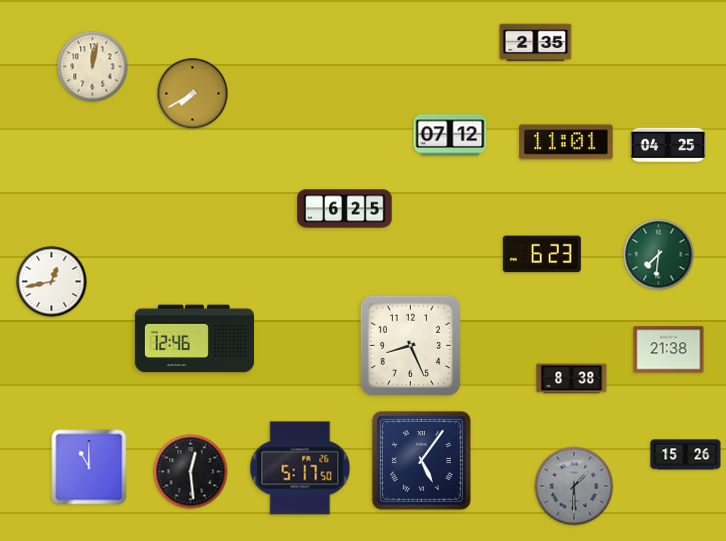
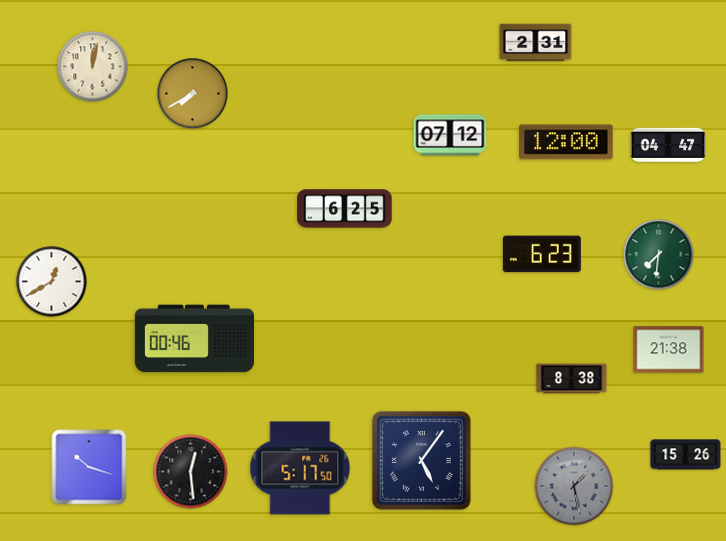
clock at (536, 43): 2:35 -> 2:31
clock at (567, 142): 11:01 -> 12:00
clock at (668, 145): 04:25 -> 04:47
clock at (52, 282): 12:43 -> 12:40
clock at (194, 339): 12:46 -> 00:46
clock at (410, 345): 8:26 -> none
clock at (89, 467): 11:00 -> 10:18
clock at (574, 486): 1:30 -> 1:28
